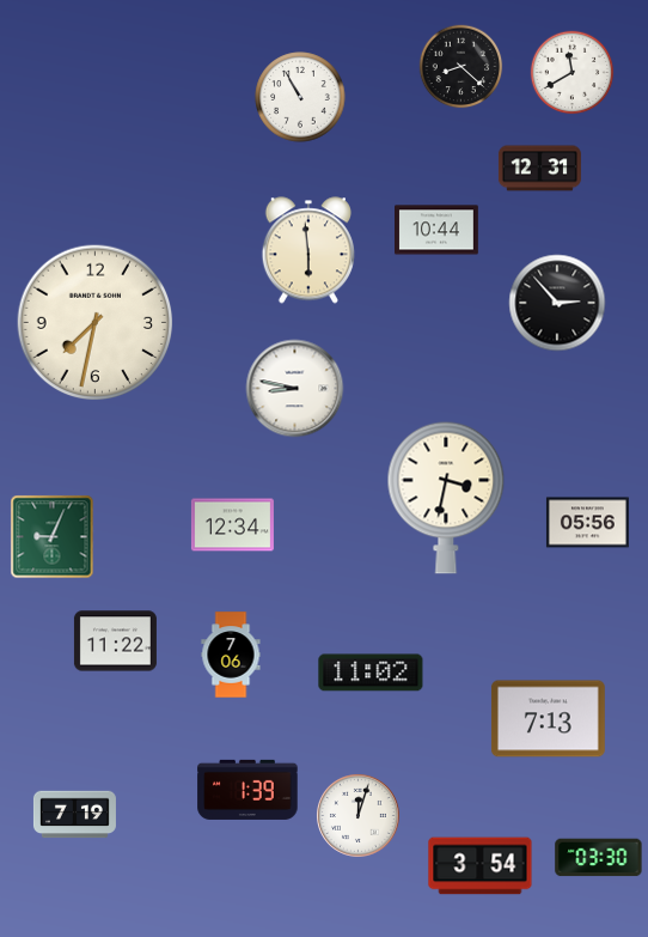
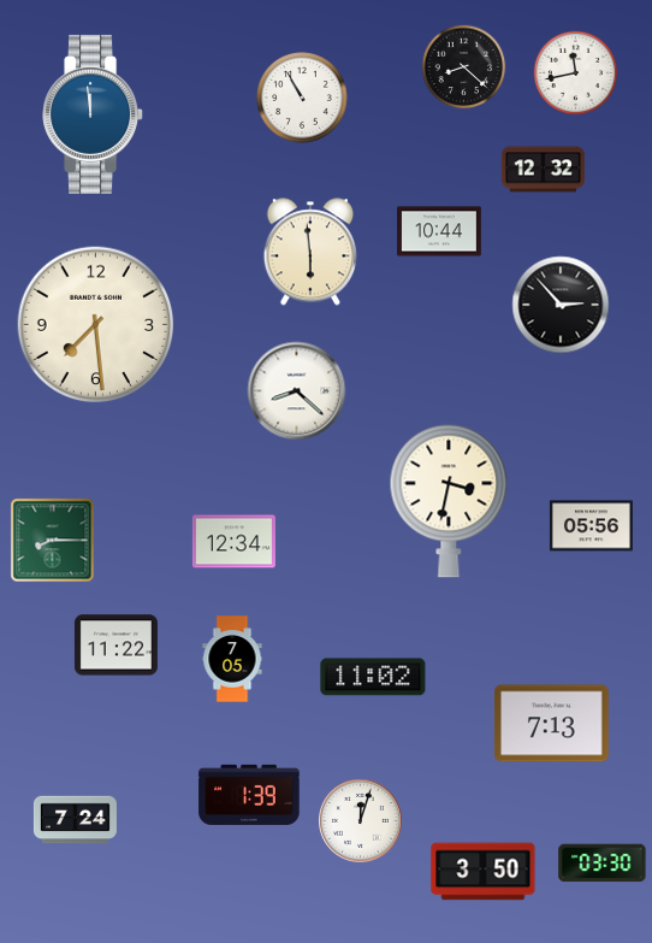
clock at (573, 73): 11:40 -> 11:43
clock at (94, 114): none -> 11:59
clock at (539, 169): 12:31 -> 12:32
clock at (96, 323): 7:32 -> 7:29
clock at (295, 389): 8:47 -> 8:22
clock at (232, 525) position: (232, 525) -> (233, 542)
clock at (53, 537): 9:04 -> 8:15
clock at (231, 655): 7:06 -> 7:05
clock at (74, 815): 7:19 -> 7:24
clock at (481, 866): 3:54 -> 3:50
